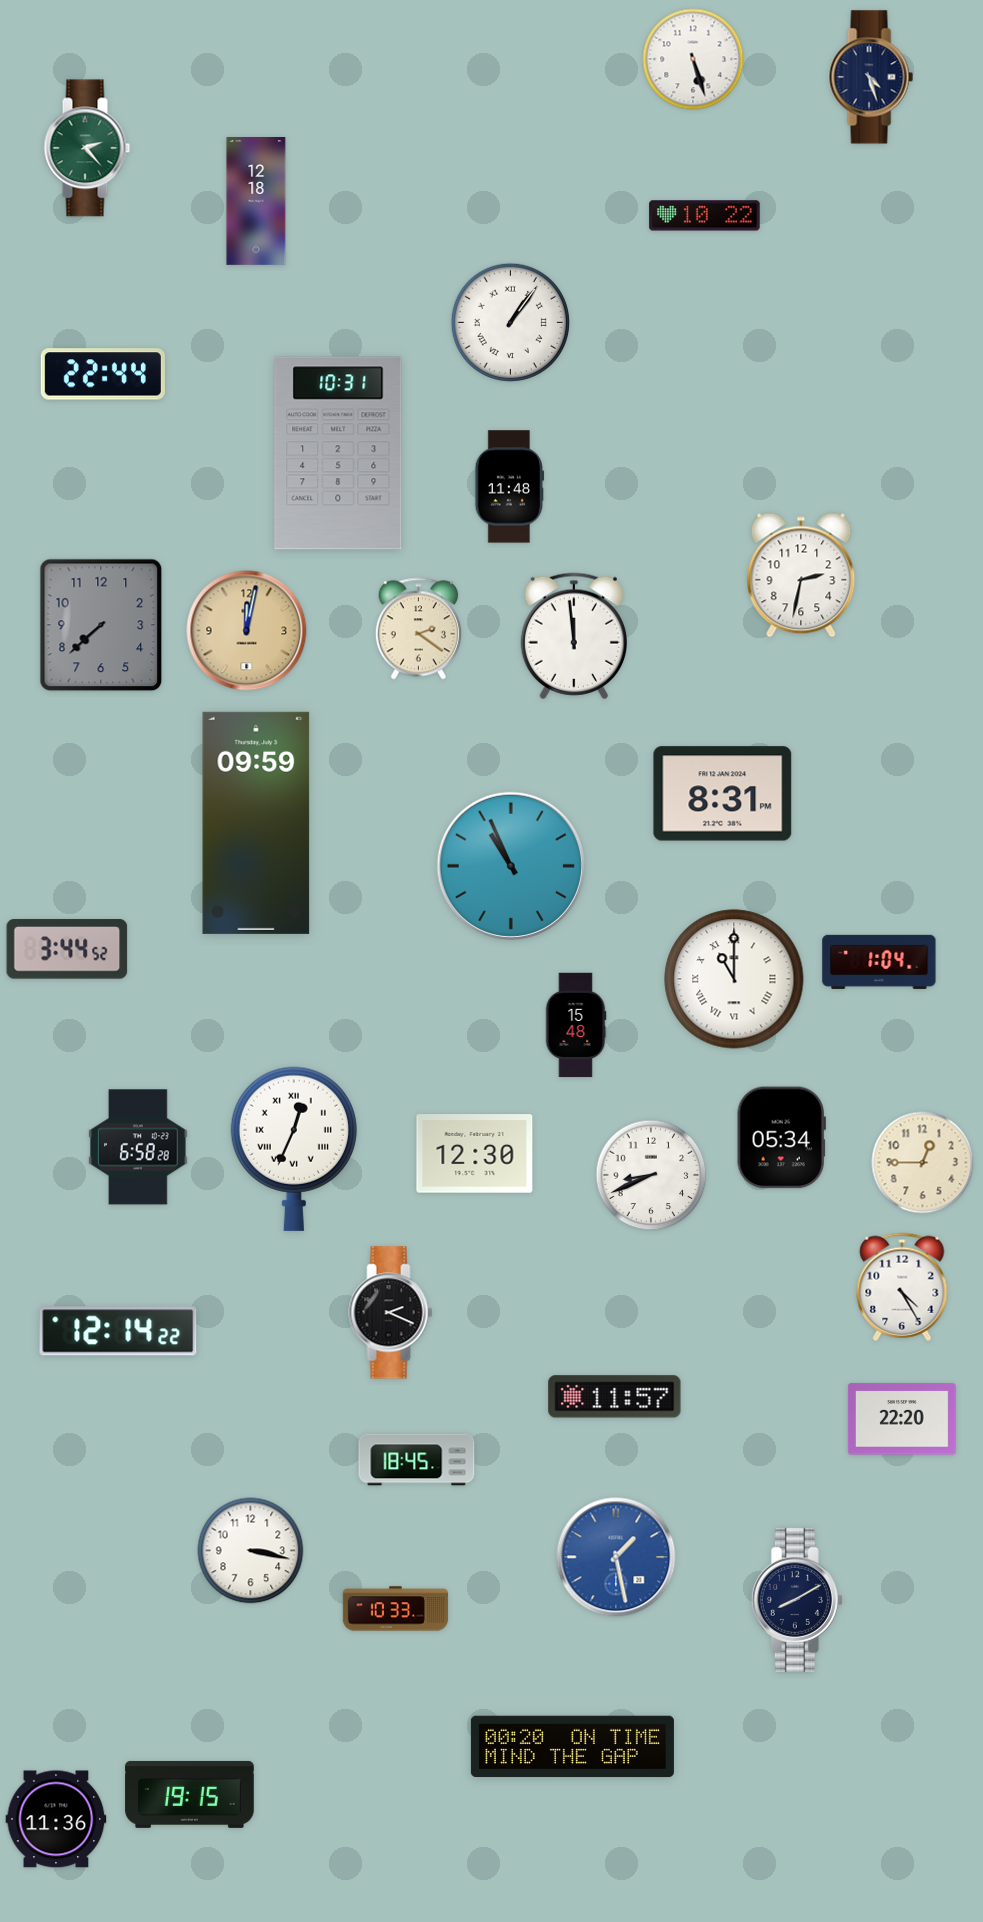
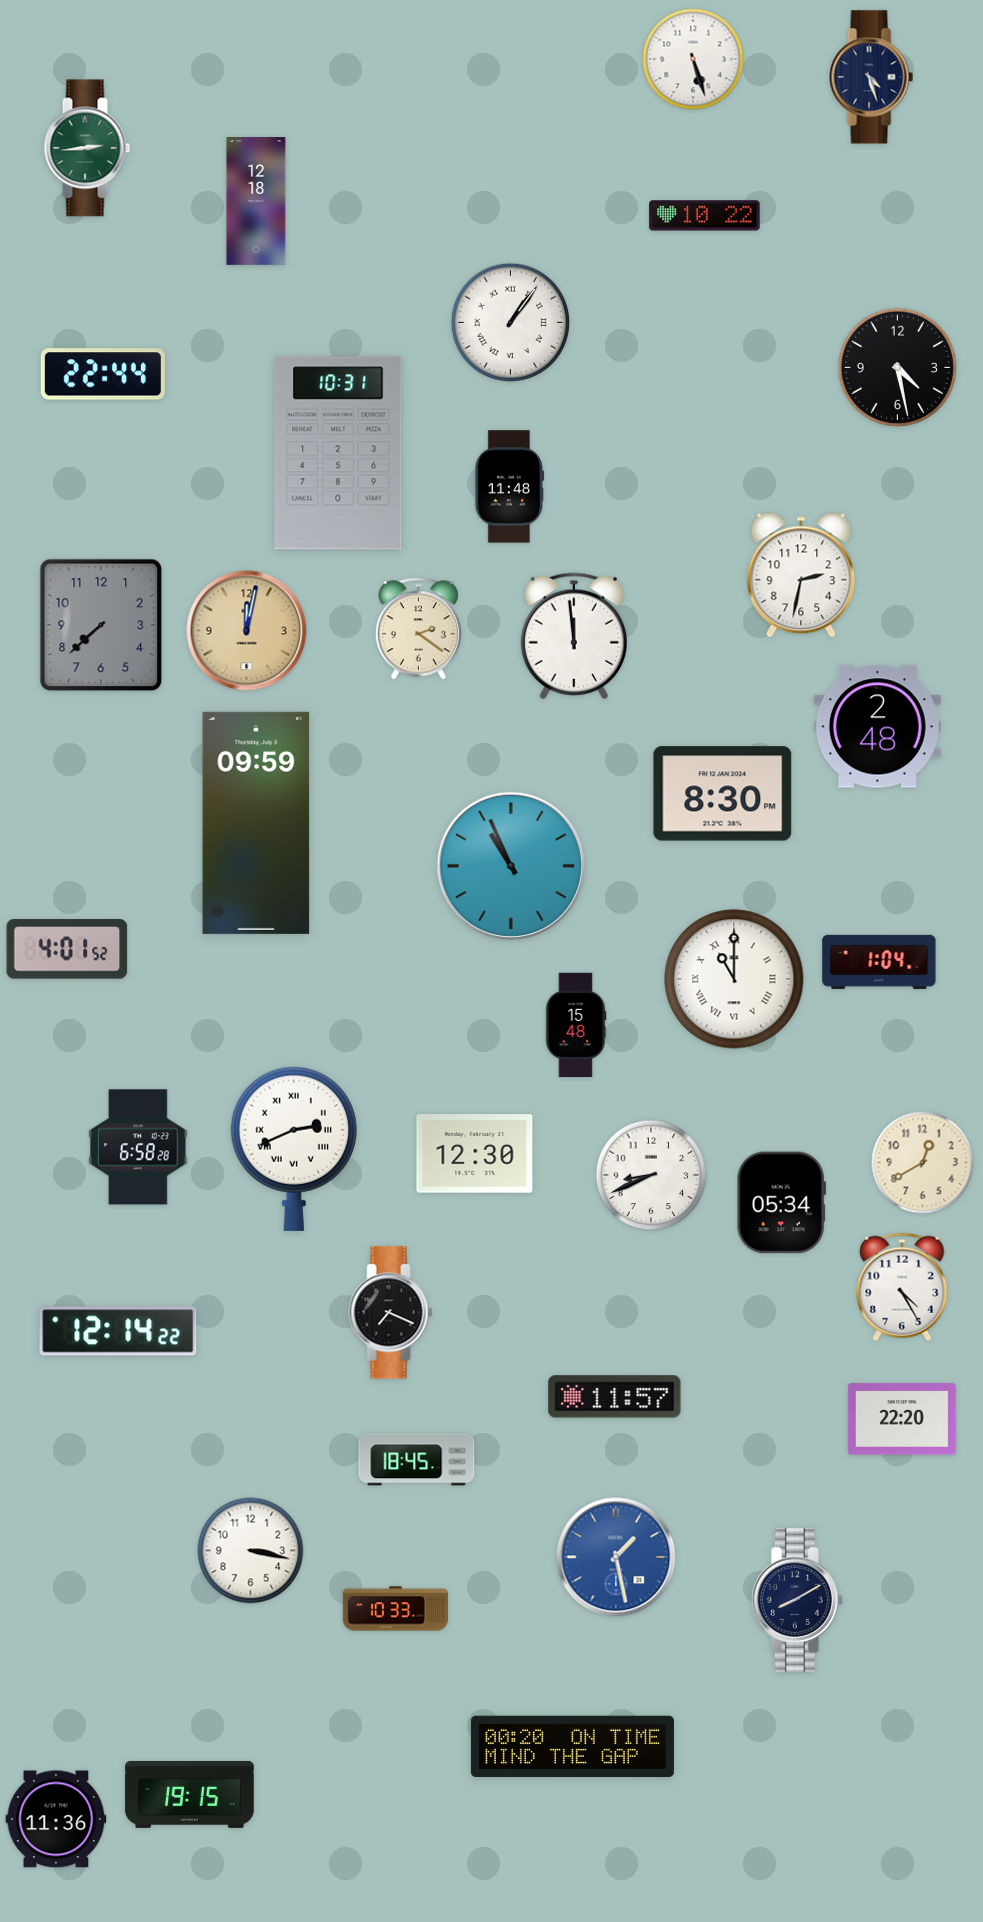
clock at (87, 148): 2:23 -> 2:44
clock at (897, 367): none -> 4:28
clock at (877, 727): none -> 2:48
clock at (723, 794): 8:31 -> 8:30
clock at (67, 949): 3:44 -> 4:01
clock at (781, 1138) position: (781, 1138) -> (781, 1203)
clock at (294, 1149): 12:34 -> 2:41
clock at (923, 1163): 12:45 -> 12:40
clock at (391, 1313): 2:19 -> 7:19
